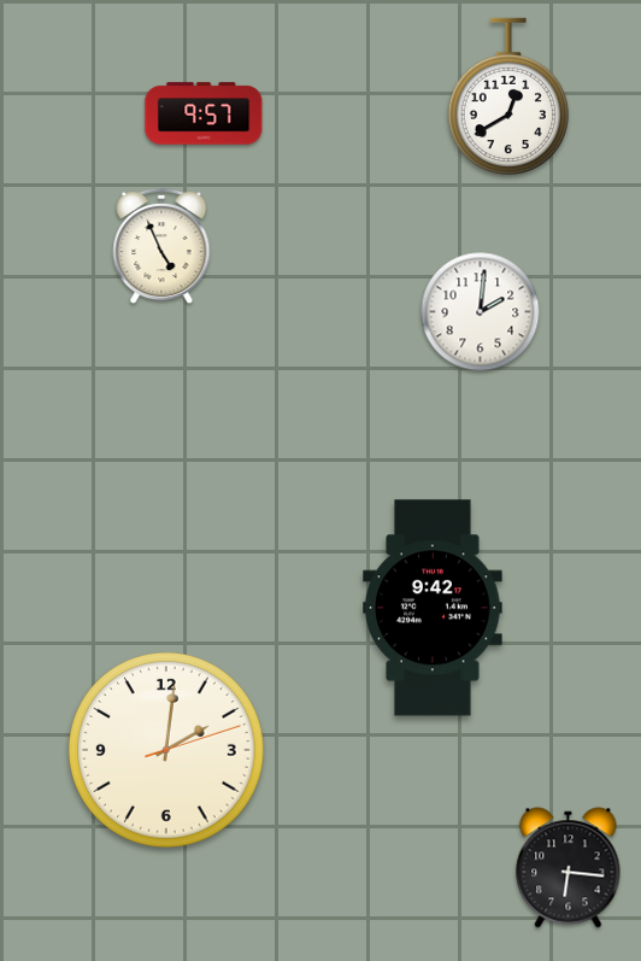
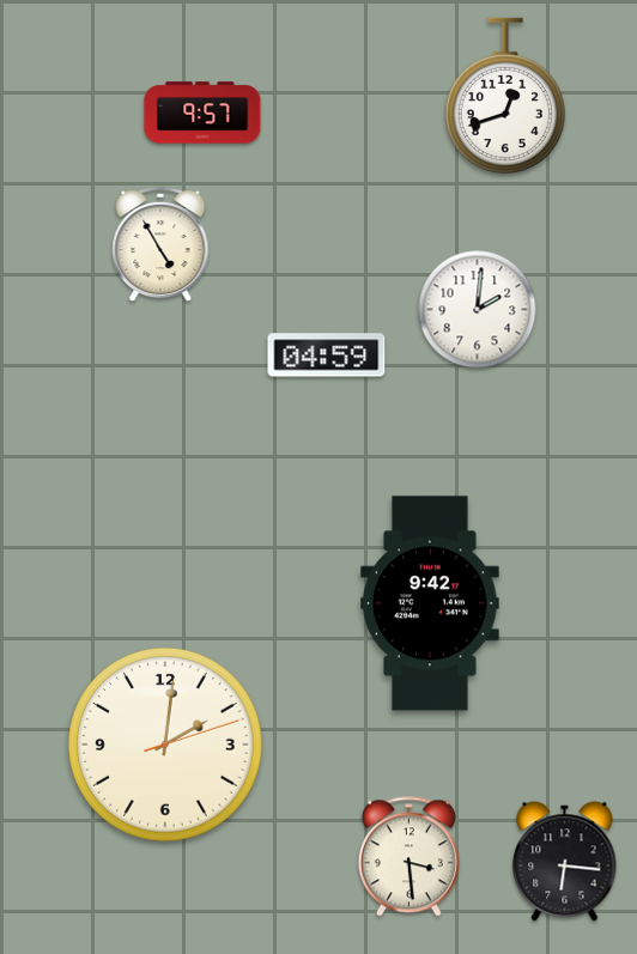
clock at (508, 96): 12:40 -> 12:42
clock at (161, 246): 4:56 -> 4:55
clock at (327, 356): none -> 04:59
clock at (408, 857): none -> 3:29
